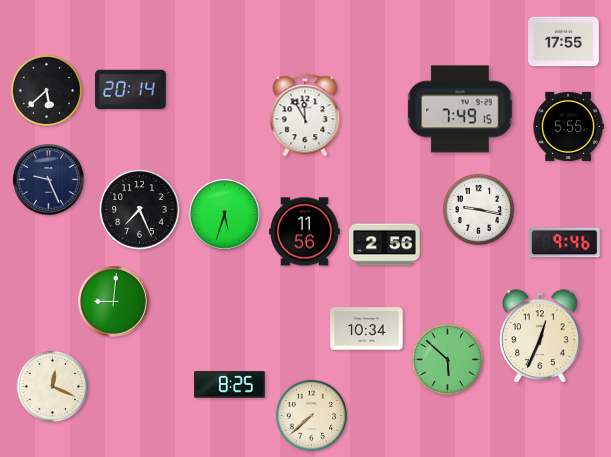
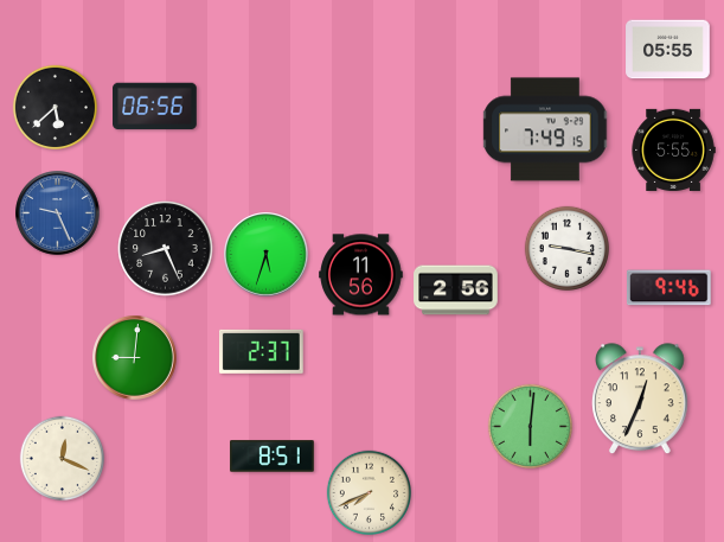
clock at (564, 42): 17:55 -> 05:55
clock at (131, 90): 20:14 -> 06:56
clock at (305, 115): 11:55 -> none
clock at (49, 180) dial: navy -> blue
clock at (140, 210): 7:26 -> 8:26
clock at (261, 351): none -> 2:37
clock at (367, 329): 10:34 -> none
clock at (448, 360): 5:52 -> 6:01
clock at (230, 385): 8:25 -> 8:51
clock at (312, 416): 7:38 -> 7:41
